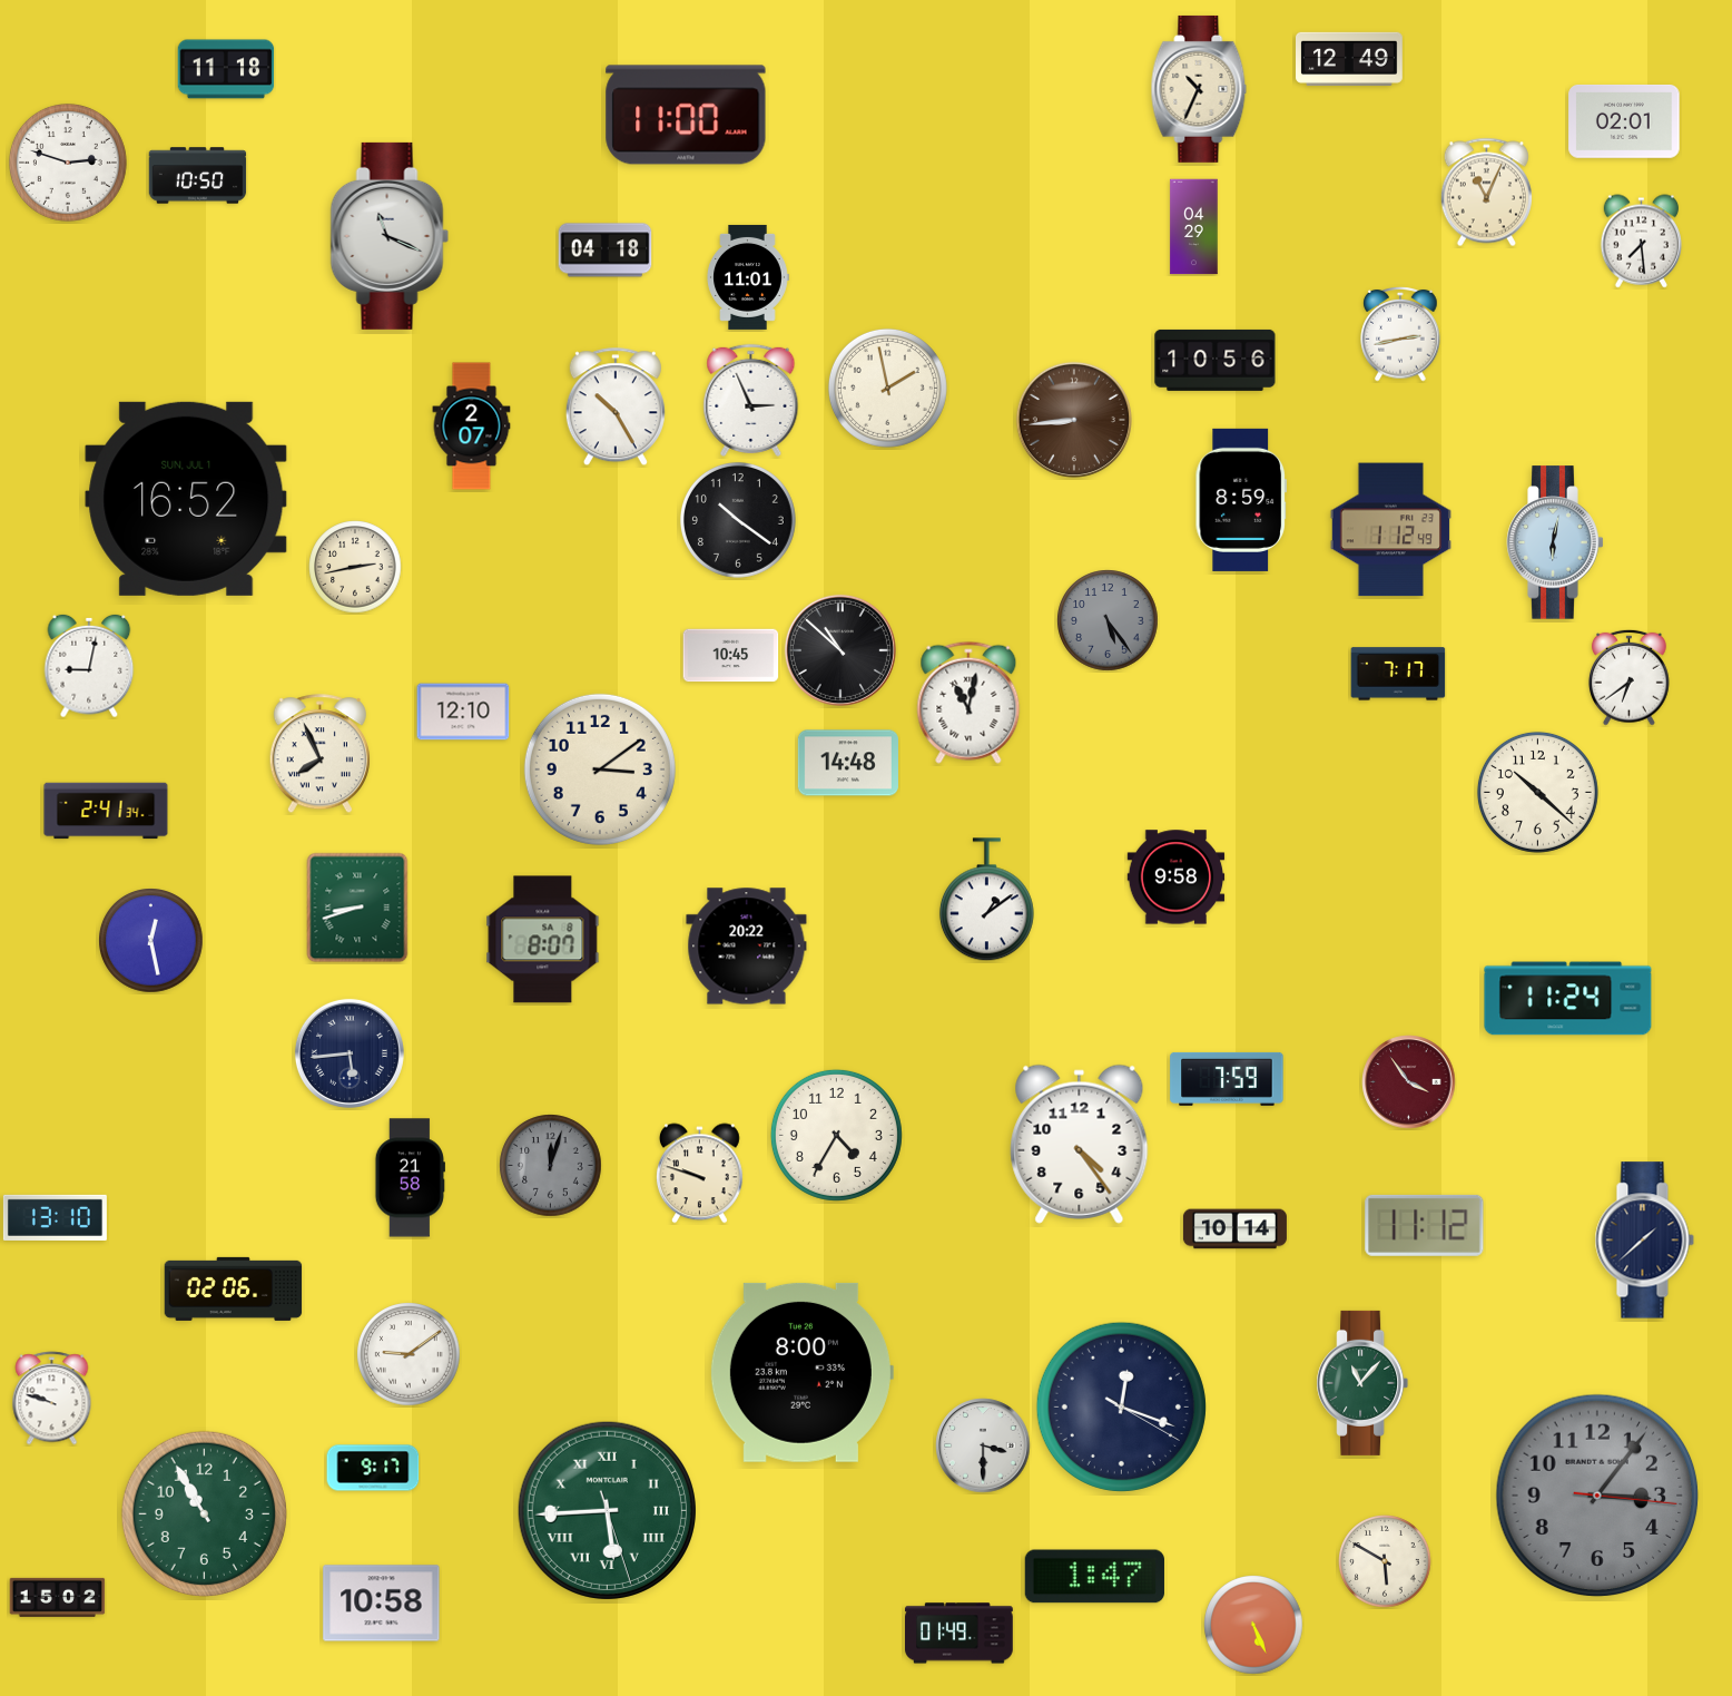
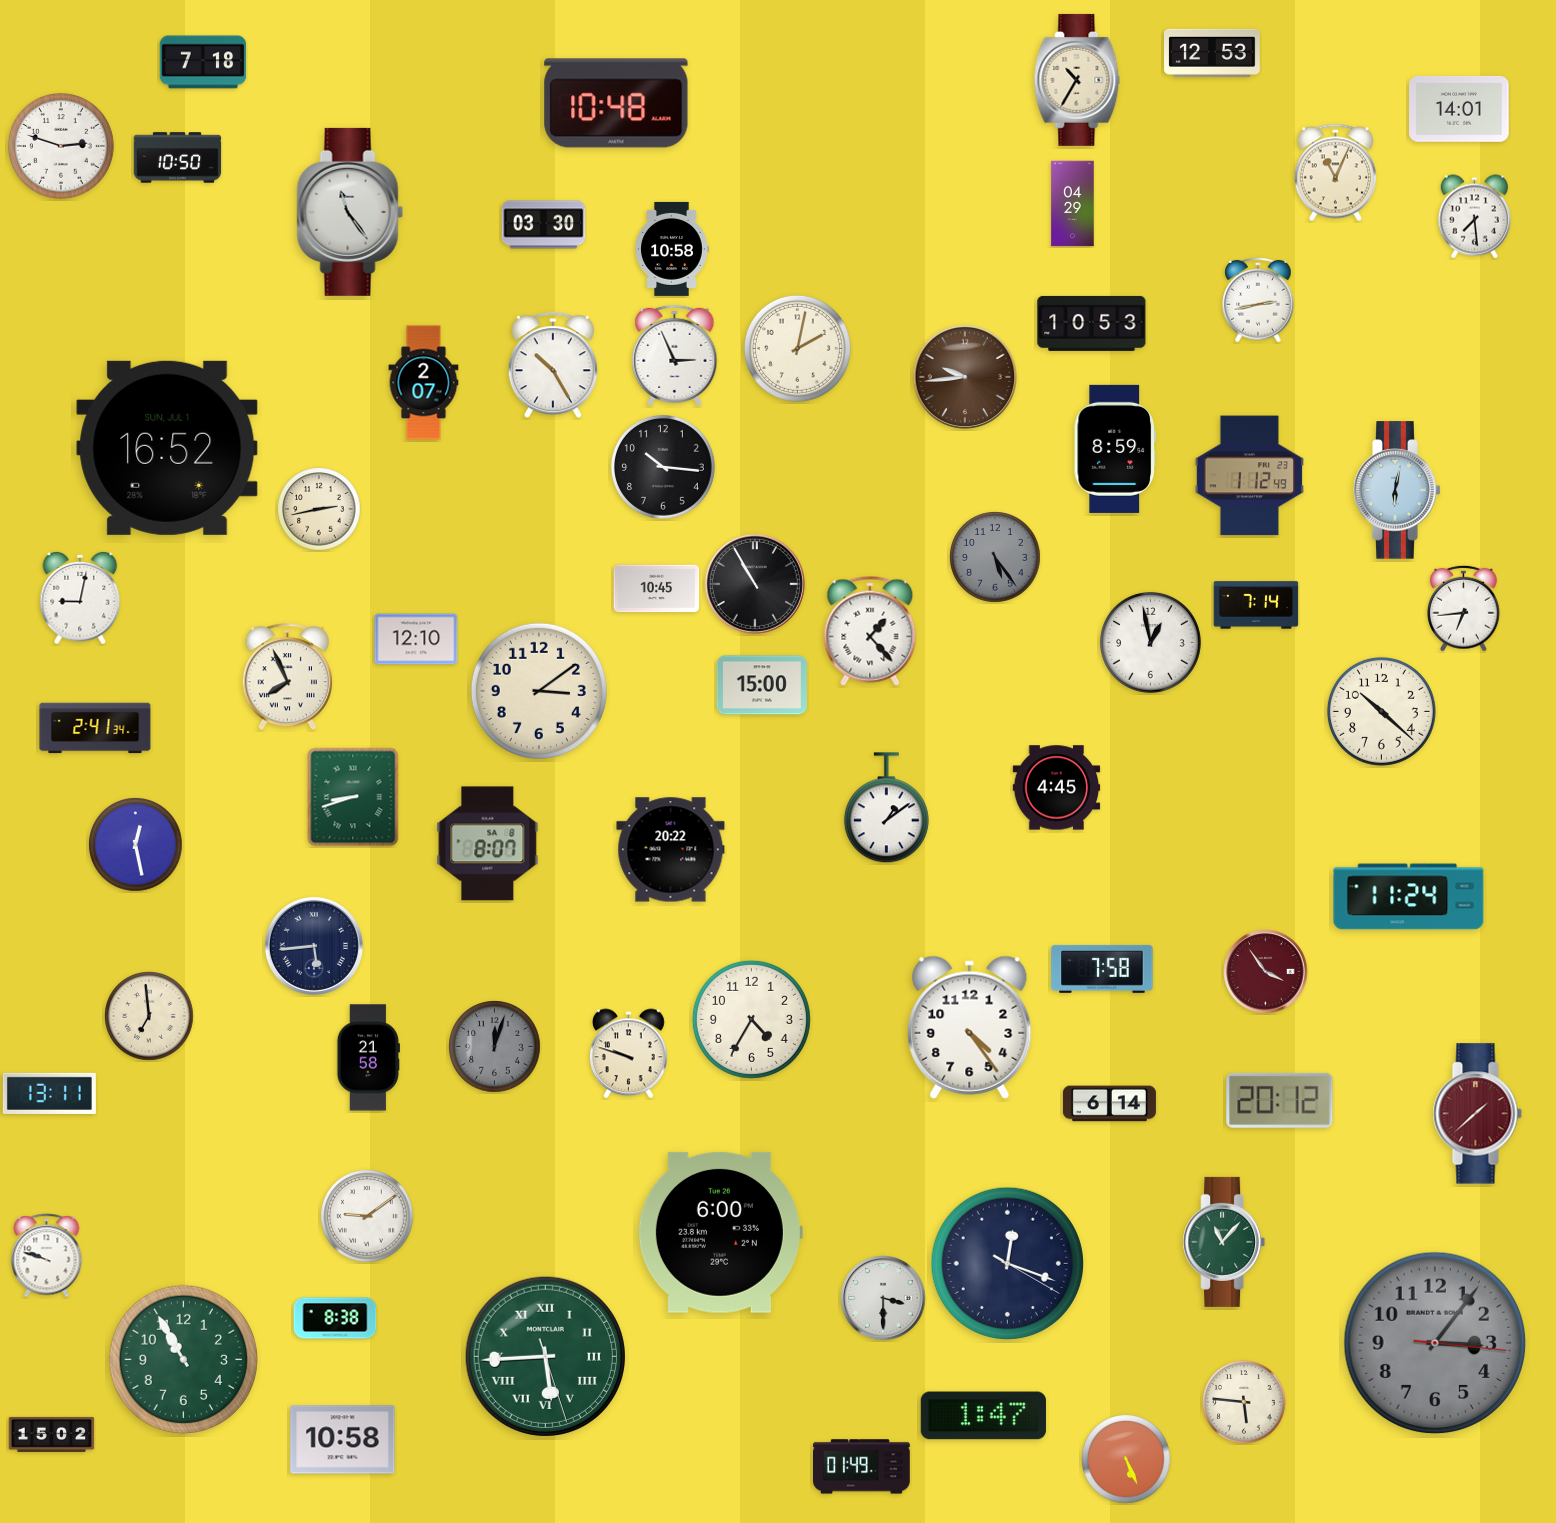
clock at (1350, 59): 12:49 -> 12:53
clock at (226, 69): 11:18 -> 7:18
clock at (1199, 89): 10:34 -> 10:35
clock at (686, 115): 11:00 -> 10:48
clock at (1624, 121): 02:01 -> 14:01
clock at (390, 236): 11:19 -> 11:24
clock at (606, 251): 04:18 -> 03:30
clock at (748, 277): 11:01 -> 10:58
clock at (1216, 360): 10:56 -> 10:53
clock at (887, 388): 1:58 -> 2:02
clock at (751, 400) position: (751, 400) -> (675, 355)
clock at (1074, 420): 8:44 -> 9:44
clock at (738, 520): 10:21 -> 10:16
clock at (1555, 542) position: (1555, 542) -> (1397, 490)
clock at (840, 650): 10:52 -> 10:55
clock at (1398, 674): 7:17 -> 7:14
clock at (1628, 677): 6:39 -> 6:44
clock at (968, 703): 11:02 -> 1:23
clock at (1150, 642): none -> 12:58
clock at (848, 763): 14:48 -> 15:00
clock at (1177, 878): 9:58 -> 4:45
clock at (357, 908) position: (357, 908) -> (353, 797)
clock at (1227, 1079): 7:59 -> 7:58
clock at (149, 1016): none -> 6:59
clock at (55, 1217): 13:10 -> 13:11
clock at (1425, 1225): 11:12 -> 20:12
clock at (1234, 1229): 10:14 -> 6:14
clock at (1644, 1241) dial: navy -> burgundy
clock at (234, 1288): 02:06 -> none
clock at (801, 1372): 8:00 -> 6:00
clock at (373, 1468): 9:17 -> 8:38
clock at (1385, 1561): 5:50 -> 5:46
